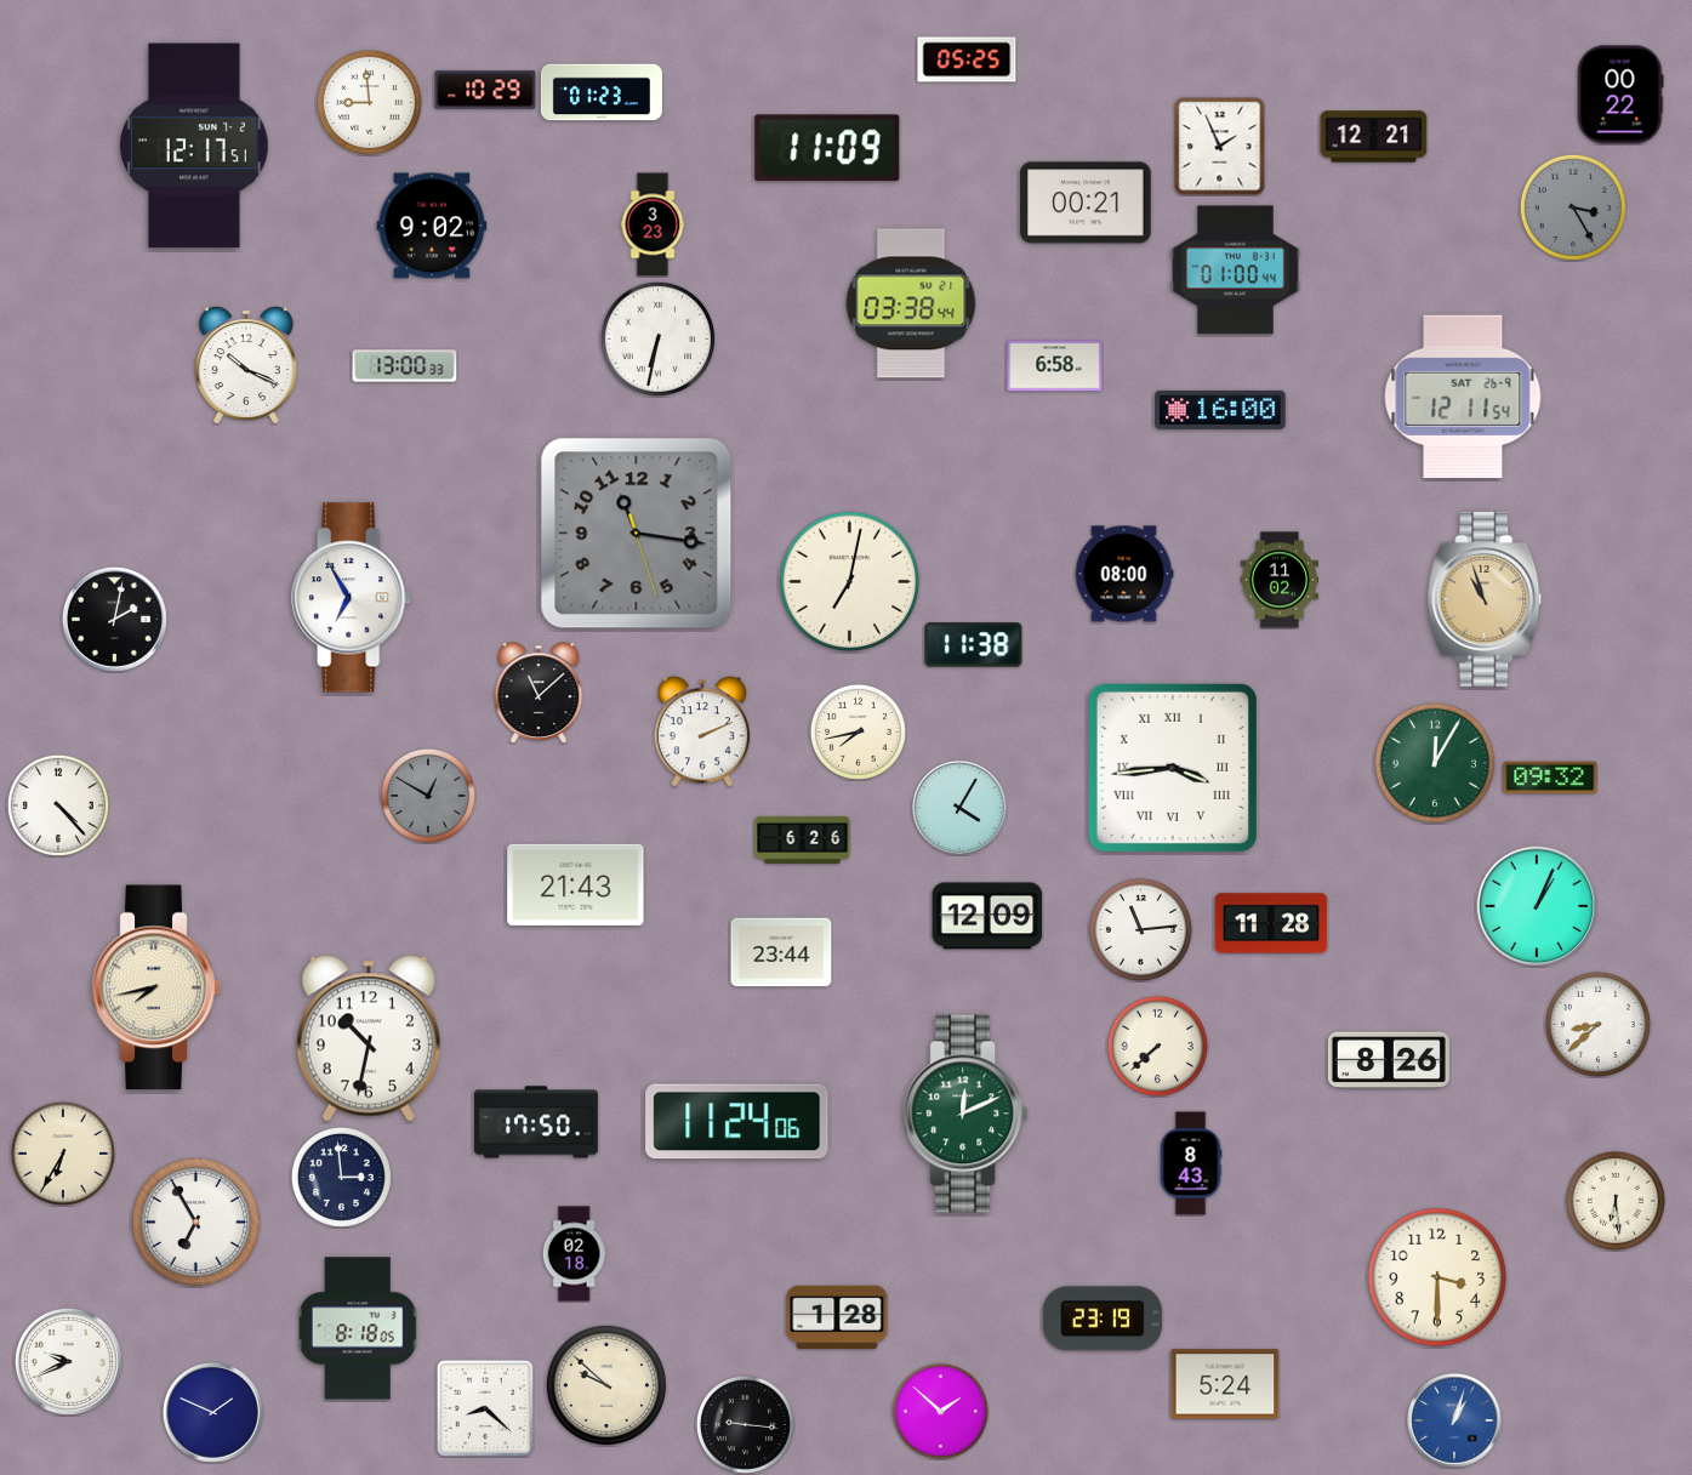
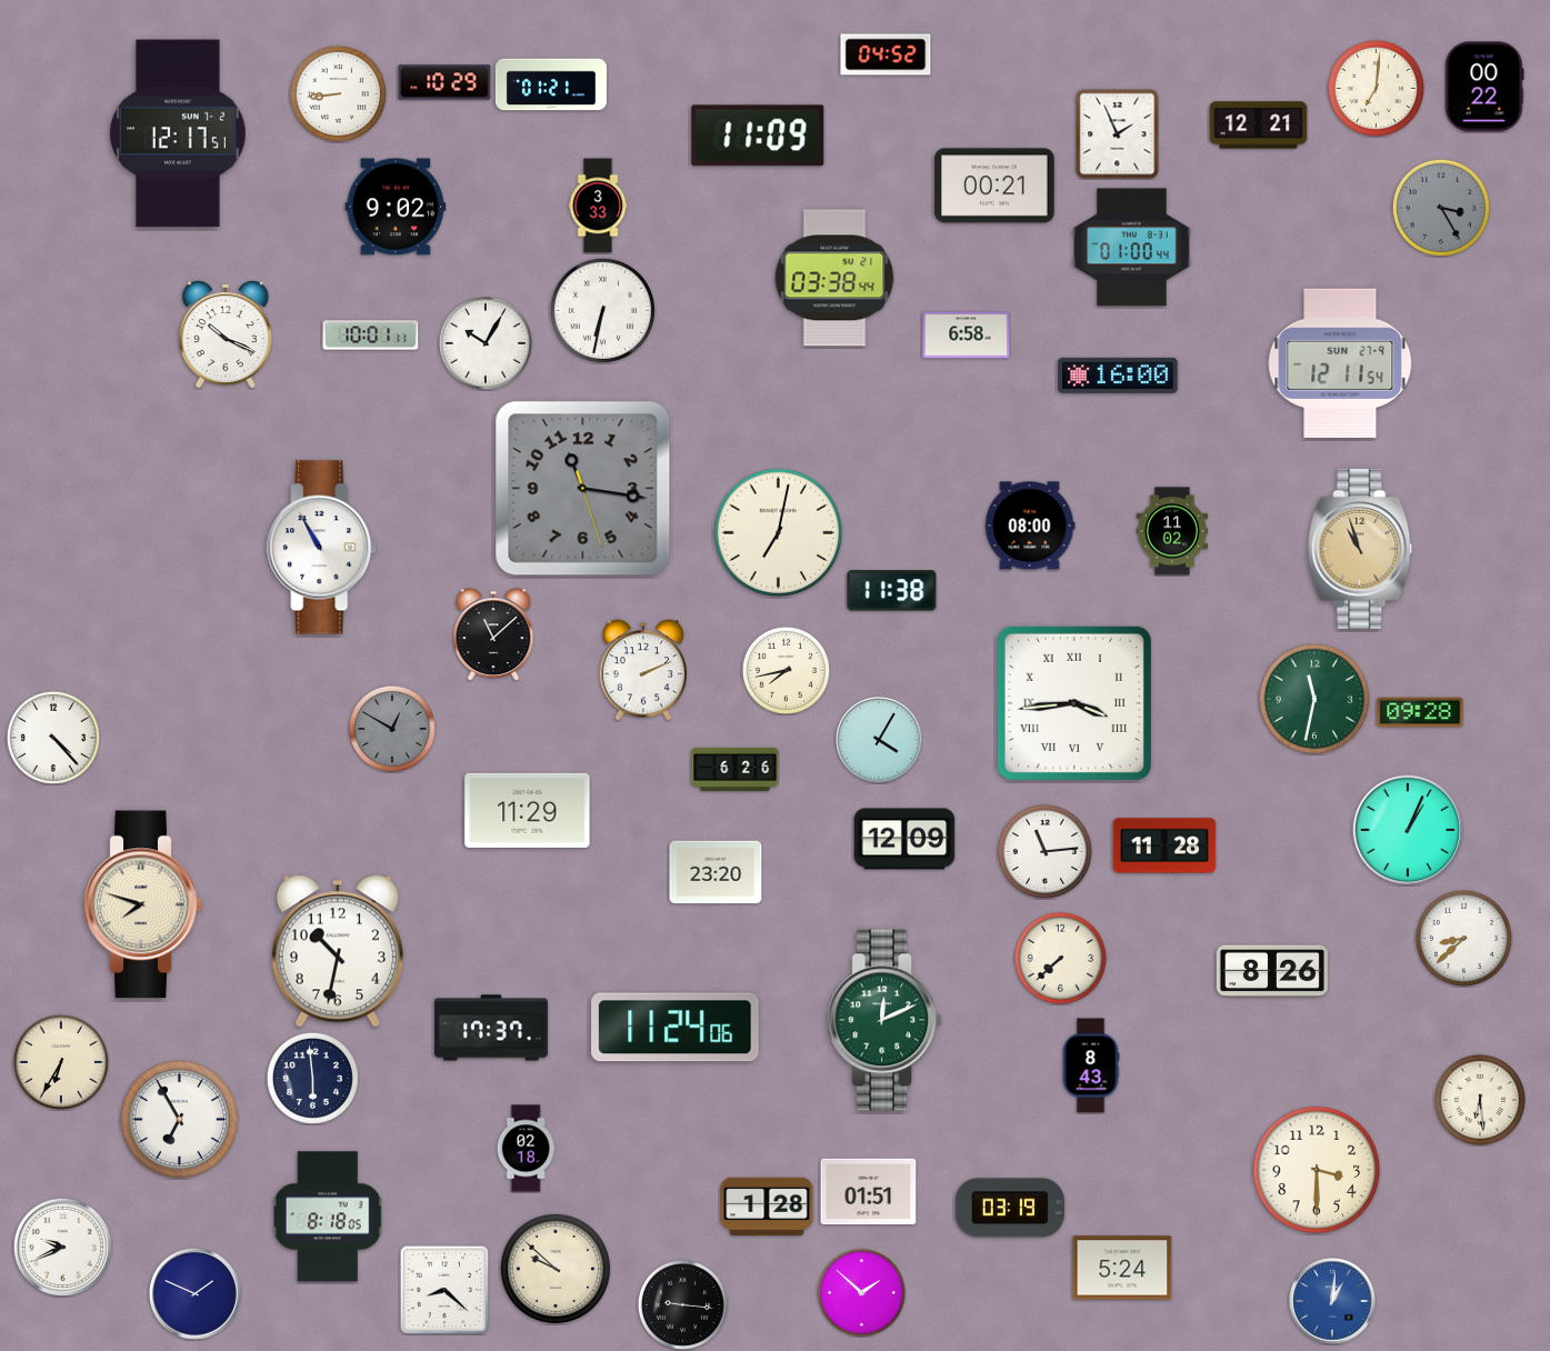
clock at (967, 59): 05:25 -> 04:52
clock at (602, 92): 01:23 -> 01:21
clock at (1376, 88): none -> 7:01
clock at (369, 102): 8:59 -> 8:44
clock at (1573, 207) position: (1573, 207) -> (1441, 208)
clock at (653, 224): 3:23 -> 3:33
clock at (405, 366): 13:00 -> 10:01
clock at (486, 343): none -> 10:05
clock at (1463, 395) date: SAT 26-9 -> SUN 27-9
clock at (352, 598): 6:55 -> 10:55
clock at (114, 619): 2:02 -> none
clock at (1434, 762): 12:05 -> 11:32
clock at (1550, 778): 09:32 -> 09:28
clock at (576, 884): 21:43 -> 11:29
clock at (781, 952): 23:44 -> 23:20
clock at (156, 987): 7:43 -> 7:48
clock at (536, 1122): 17:50 -> 17:37
clock at (63, 1154) position: (63, 1154) -> (61, 1062)
clock at (341, 1177): 2:59 -> 5:59
clock at (869, 1192): none -> 01:51
clock at (1103, 1319): 23:19 -> 03:19
clock at (1454, 1420): 1:03 -> 1:01
